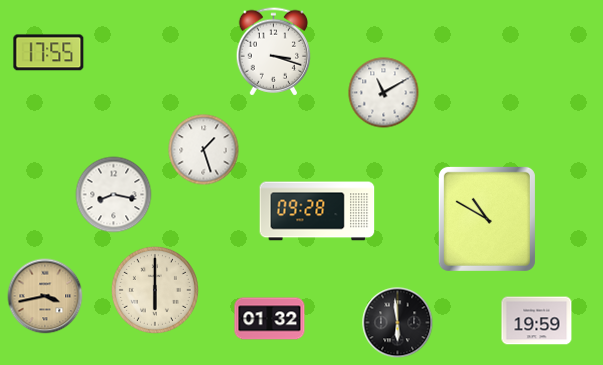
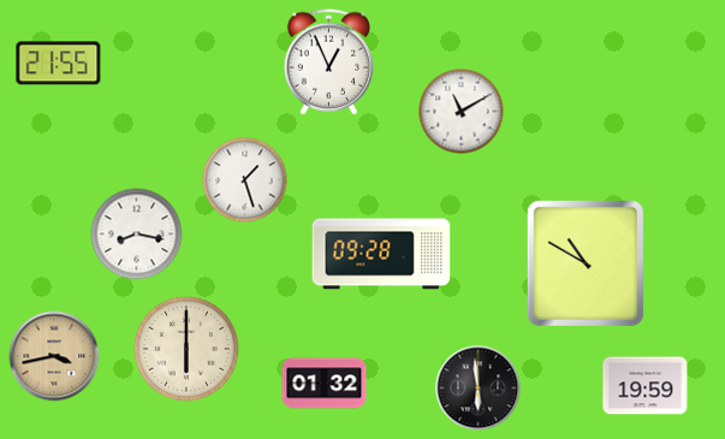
clock at (274, 52): 3:18 -> 12:56
clock at (49, 53): 17:55 -> 21:55
